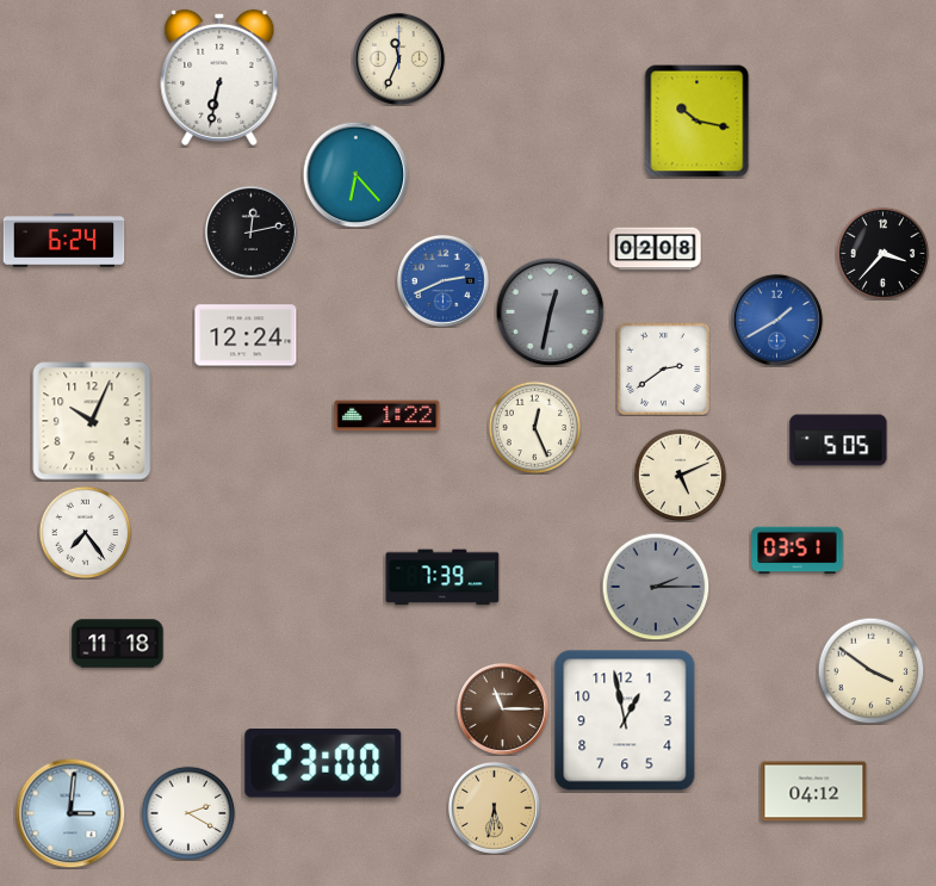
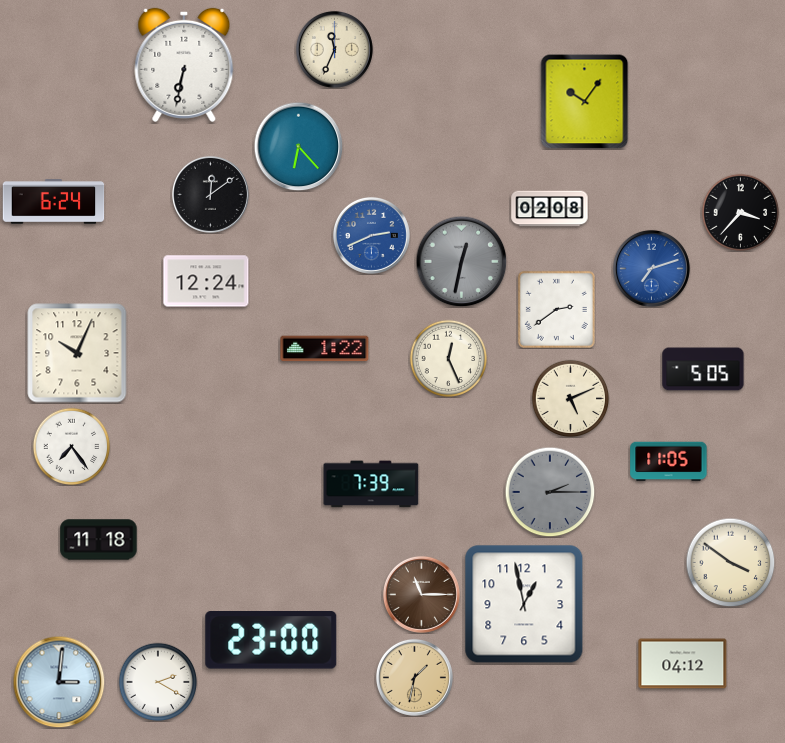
clock at (698, 120): 10:17 -> 10:06
clock at (250, 231): 12:13 -> 12:09
clock at (776, 320): 1:40 -> 7:12
clock at (798, 551): 03:51 -> 11:05
clock at (494, 807): 5:32 -> 1:32
